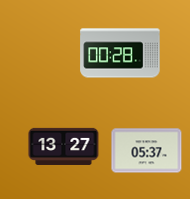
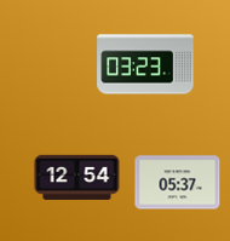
clock at (120, 53): 00:28 -> 03:23
clock at (64, 146): 13:27 -> 12:54
